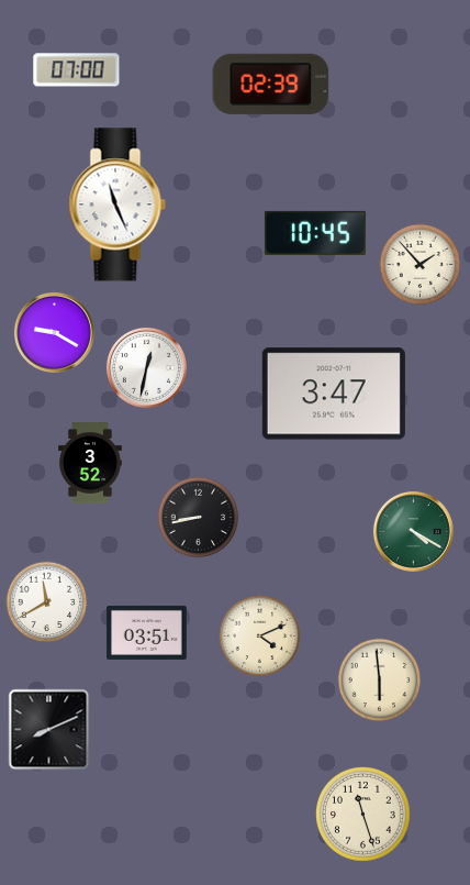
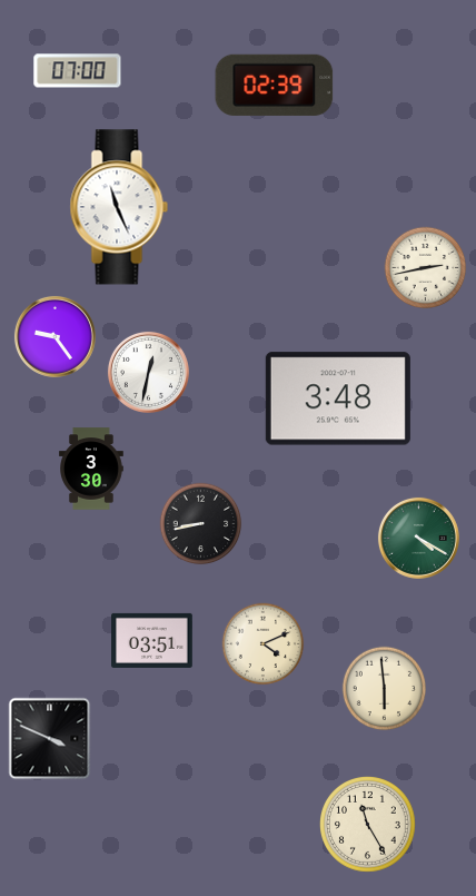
clock at (315, 233): 10:45 -> none
clock at (421, 265): 1:53 -> 2:43
clock at (54, 332): 9:20 -> 9:24
clock at (334, 394): 3:47 -> 3:48
clock at (91, 463): 3:52 -> 3:30
clock at (47, 602): 11:40 -> none
clock at (147, 632) position: (147, 632) -> (152, 640)
clock at (49, 730): 8:11 -> 3:49
clock at (363, 815): 11:27 -> 11:25
